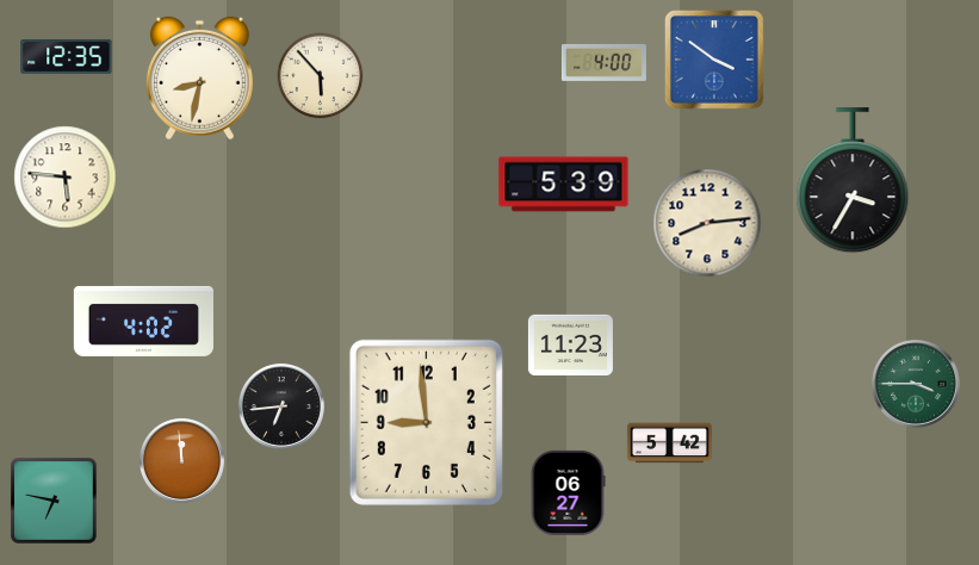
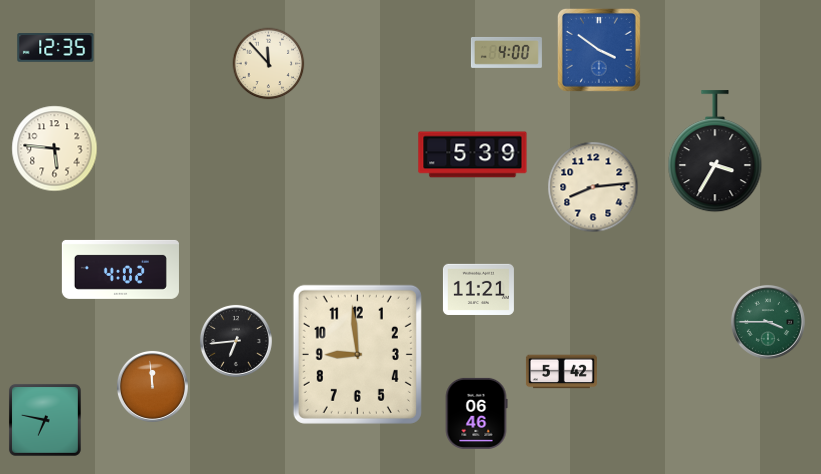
clock at (321, 76): 5:53 -> 11:53
clock at (199, 79): 8:32 -> none
clock at (570, 344): 11:23 -> 11:21
clock at (568, 492): 06:27 -> 06:46
